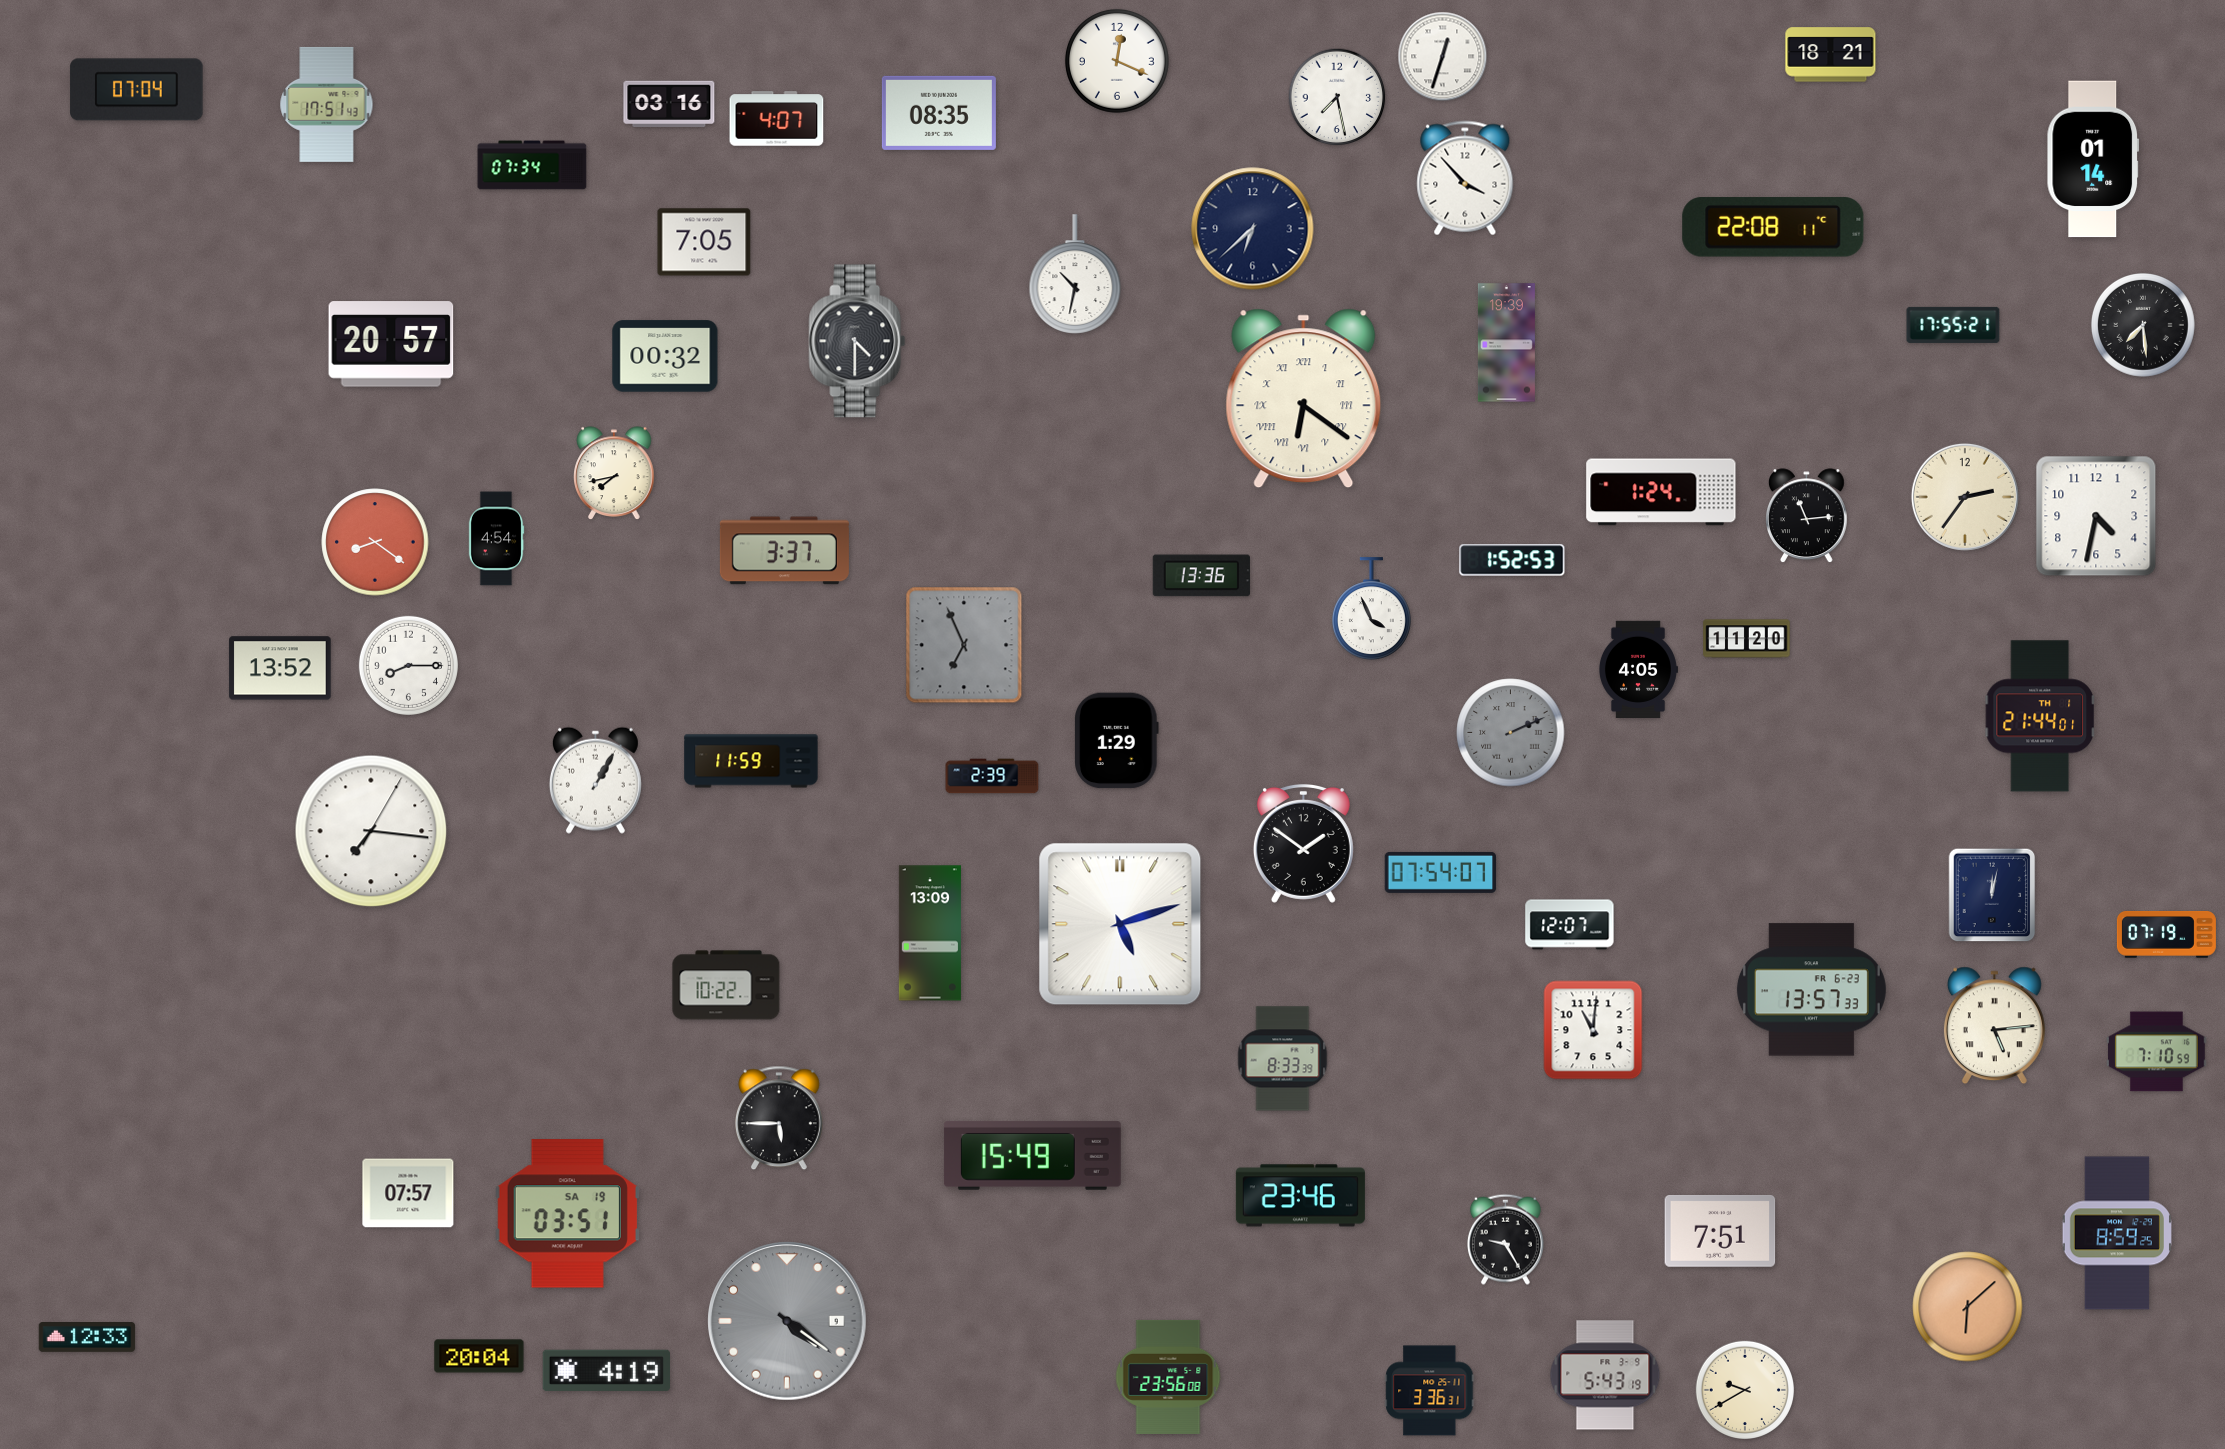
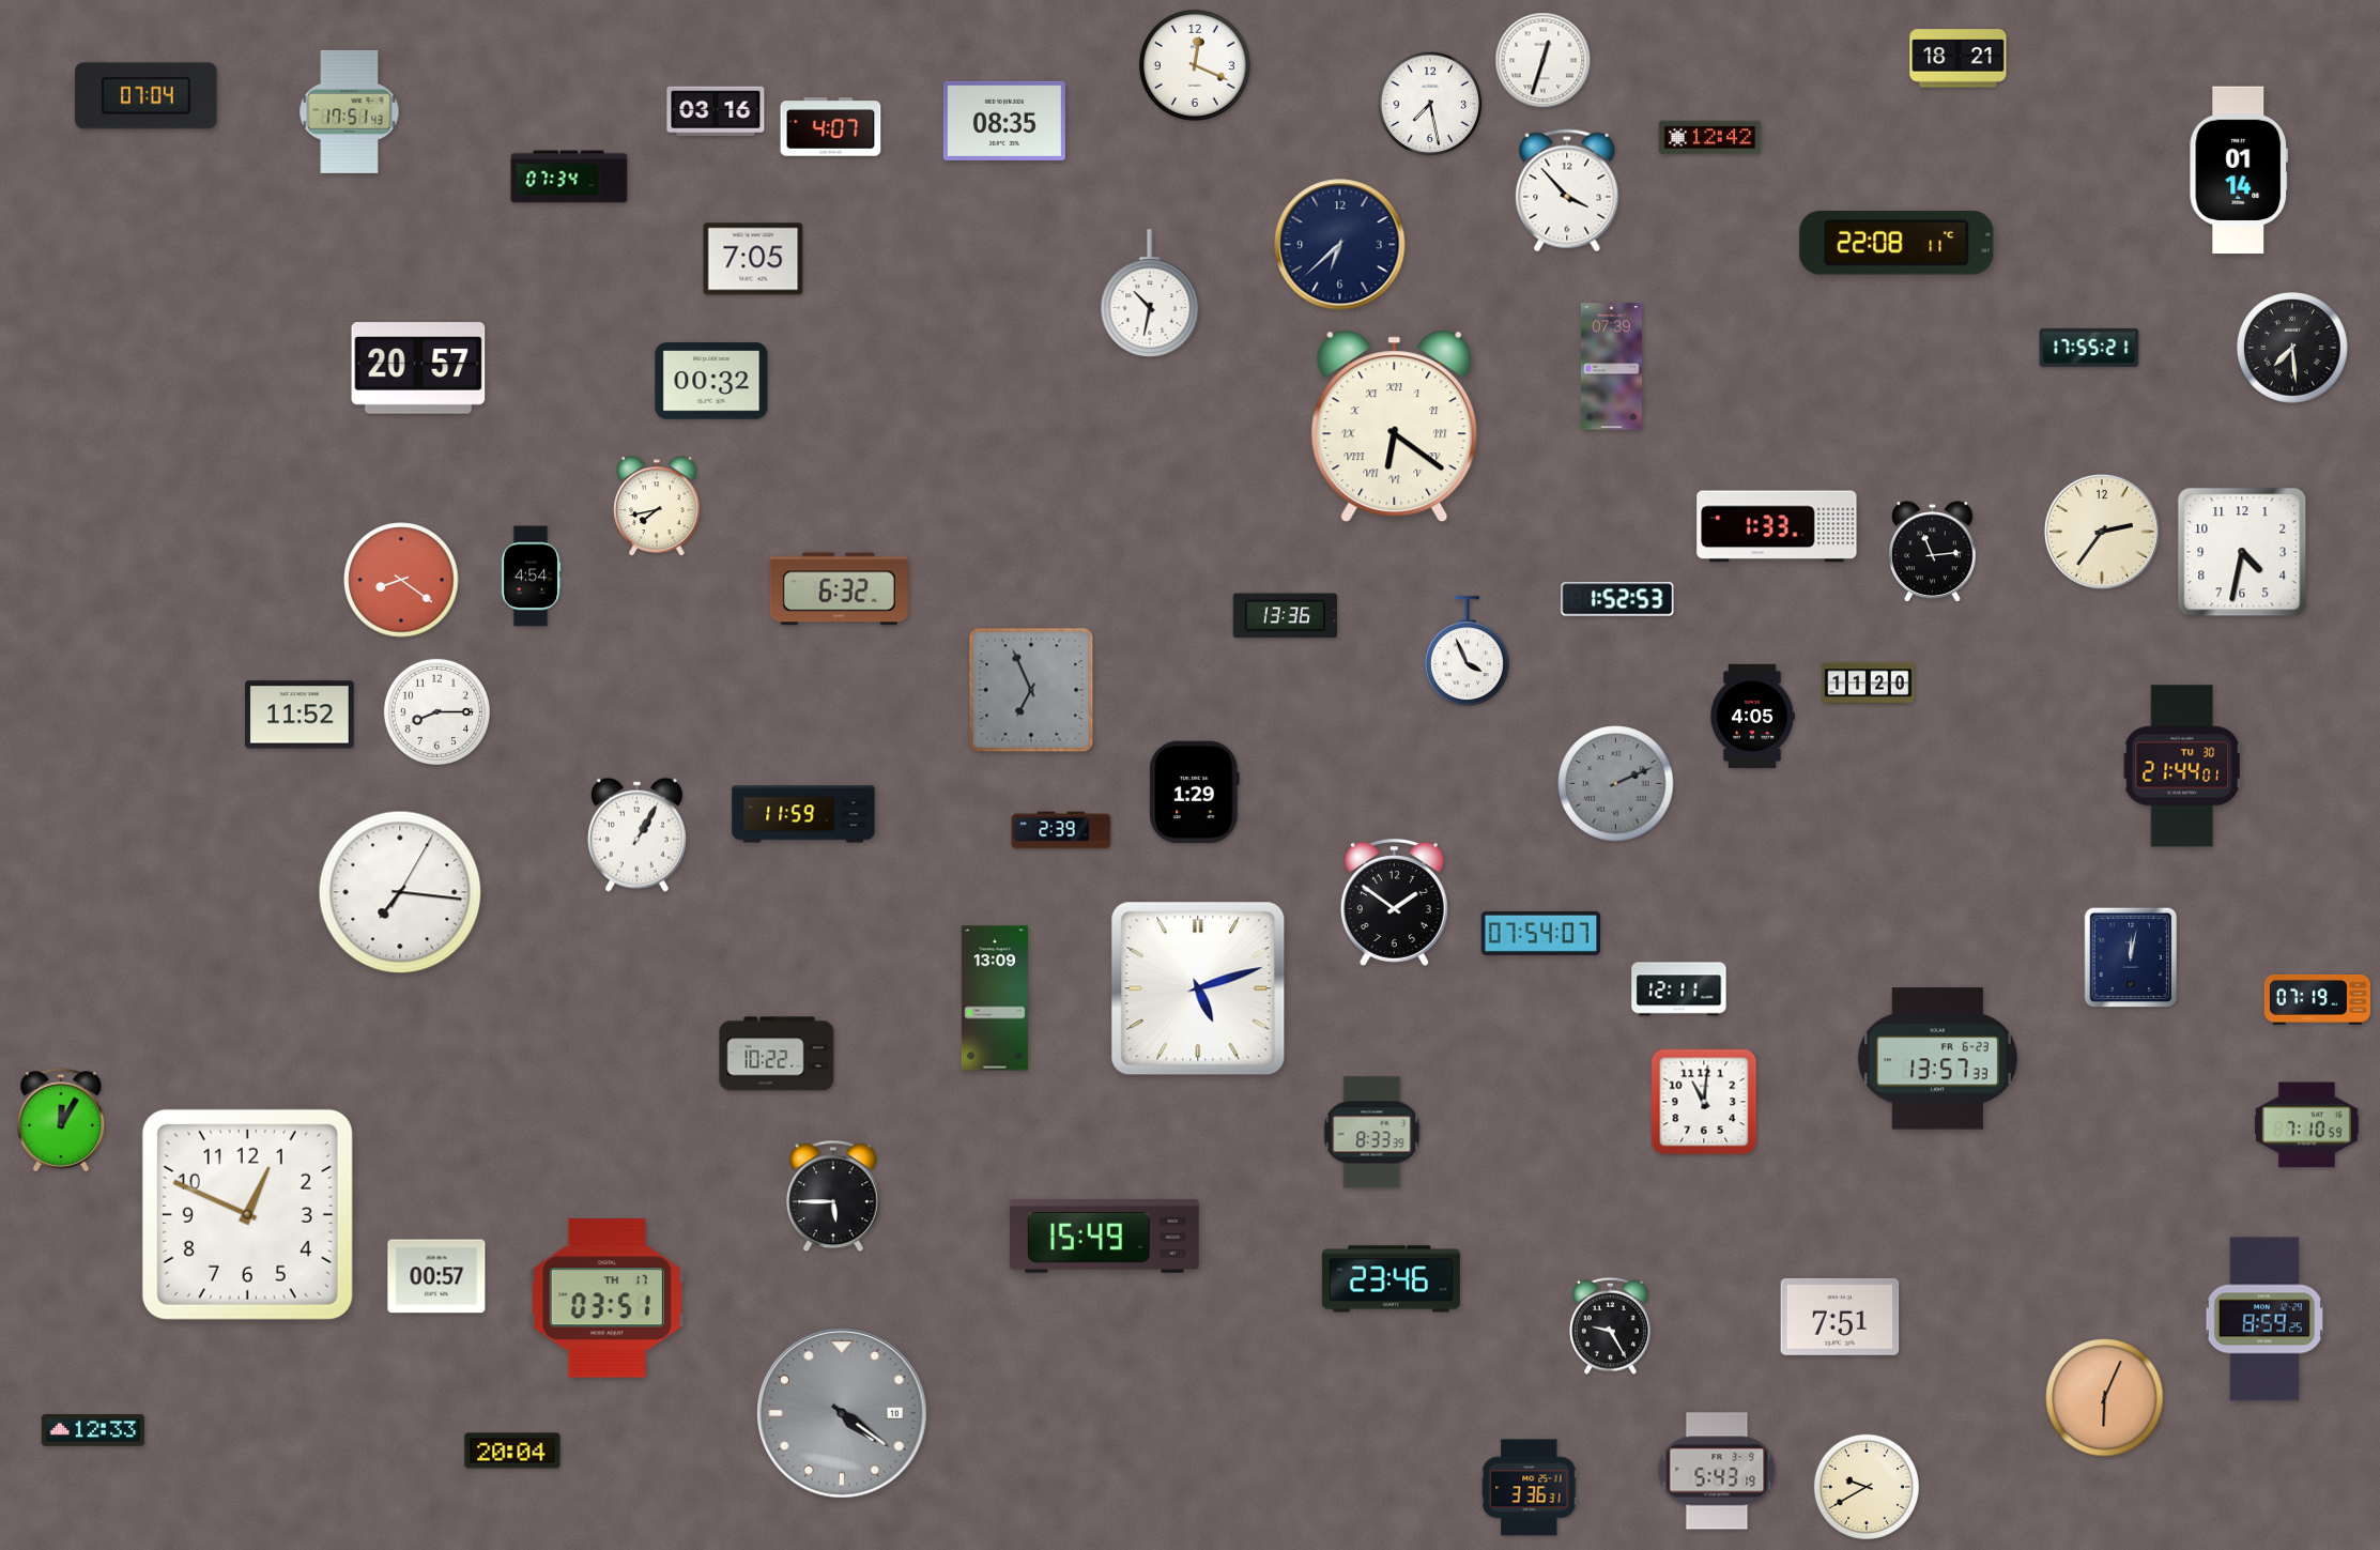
clock at (1710, 138): none -> 12:42
clock at (857, 341): 4:30 -> none
clock at (1506, 343): 19:39 -> 07:39
clock at (1661, 492): 1:24 -> 1:33
clock at (784, 551): 3:37 -> 6:32
clock at (280, 668): 13:52 -> 11:52
clock at (2040, 716) date: TH 1 -> TU 30
clock at (371, 831) position: (371, 831) -> (400, 892)
clock at (1570, 925): 12:07 -> 12:11
clock at (1994, 1026): 5:14 -> none
clock at (61, 1120): none -> 12:05
clock at (247, 1214): none -> 12:49
clock at (408, 1193): 07:57 -> 00:57
clock at (567, 1214) date: SA 19 -> TH 17
clock at (1968, 1307): 6:08 -> 6:04
clock at (787, 1321) date: 9 -> 10
clock at (606, 1370): 4:19 -> none
clock at (1168, 1377): 23:56 -> none
